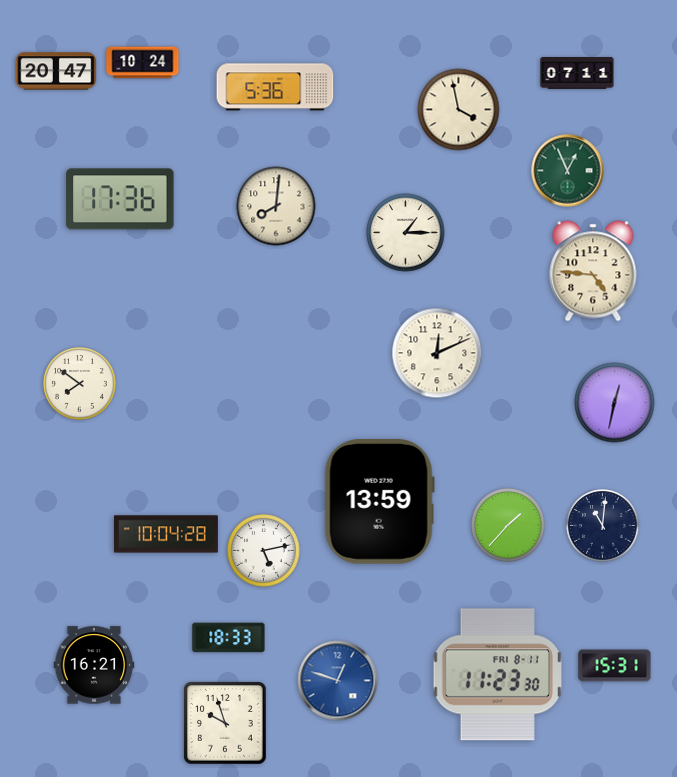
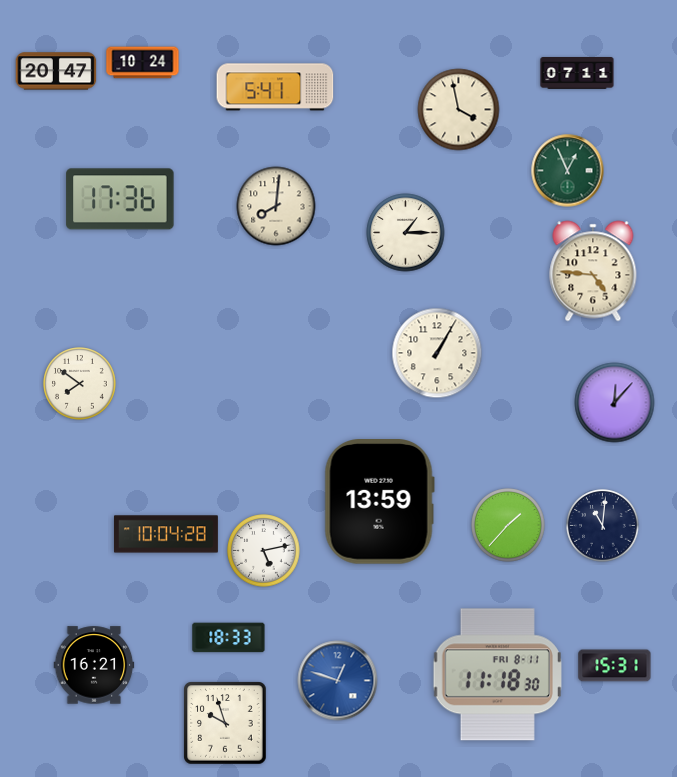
clock at (275, 87): 5:36 -> 5:41
clock at (437, 353): 12:11 -> 1:05
clock at (615, 403): 12:32 -> 12:07
clock at (497, 675): 11:23 -> 11:18
